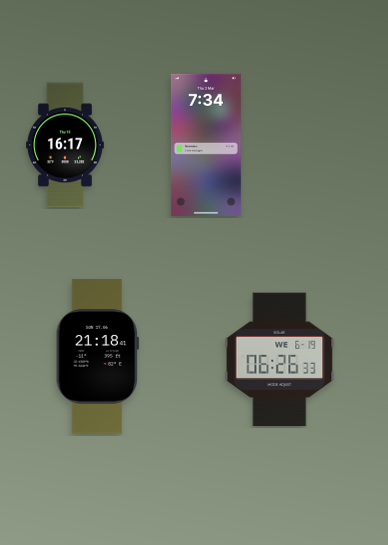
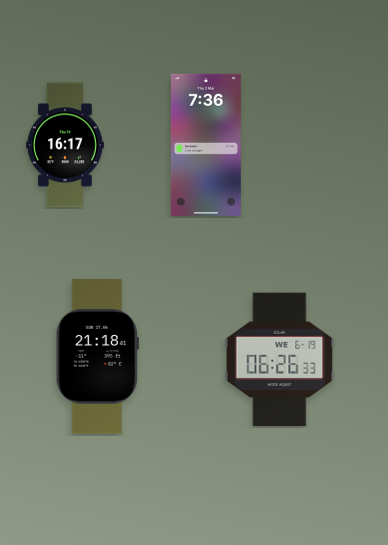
clock at (206, 145): 7:34 -> 7:36
